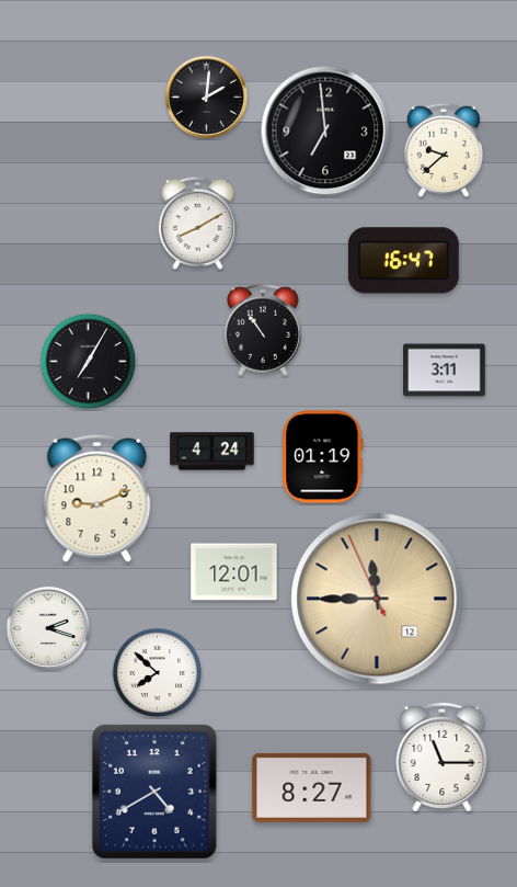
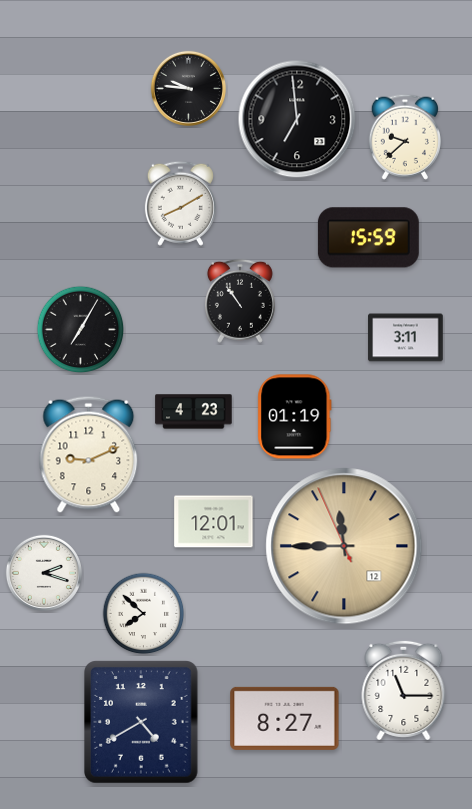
clock at (206, 96): 2:01 -> 9:46
clock at (403, 261): 16:47 -> 15:59
clock at (212, 452): 4:24 -> 4:23
